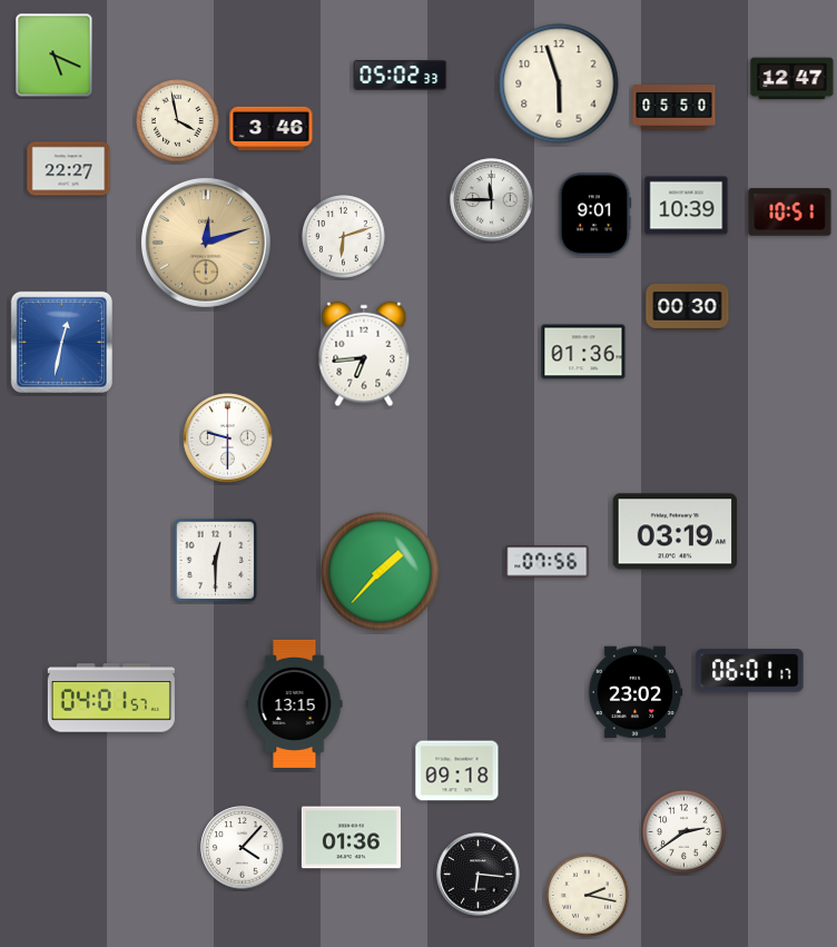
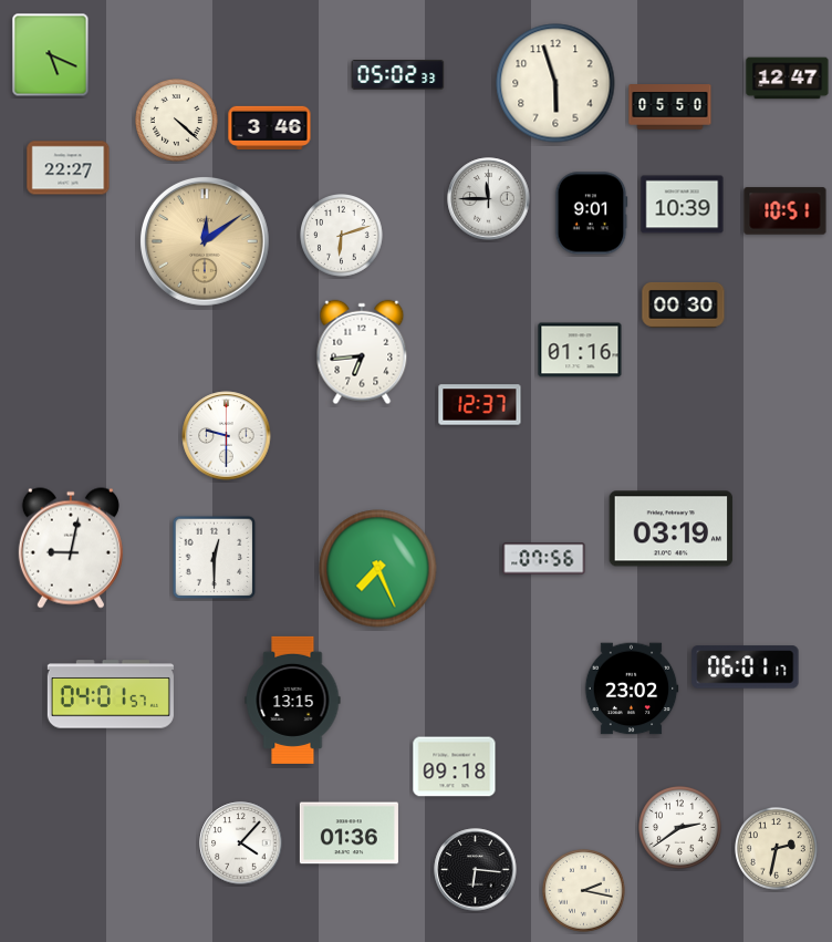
clock at (55, 56) position: (55, 56) -> (51, 55)
clock at (178, 121): 3:58 -> 4:22
clock at (206, 243): 12:12 -> 12:09
clock at (61, 342): 12:32 -> none
clock at (583, 352): 01:36 -> 01:16
clock at (480, 405): none -> 12:37
clock at (71, 548): none -> 9:02
clock at (381, 572): 1:37 -> 7:26
clock at (777, 849): none -> 2:32
